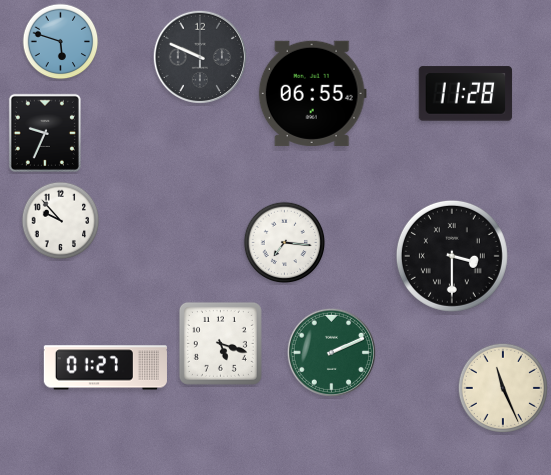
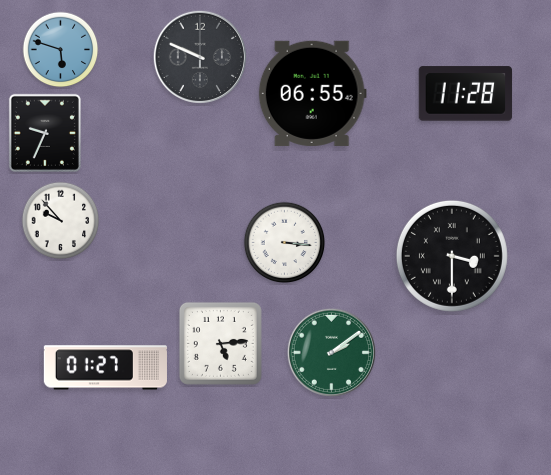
clock at (61, 42) position: (61, 42) -> (61, 50)
clock at (285, 243): 7:16 -> 3:16
clock at (220, 343): 5:18 -> 5:14
clock at (331, 352): 2:11 -> 2:09
clock at (503, 388): 11:26 -> none
